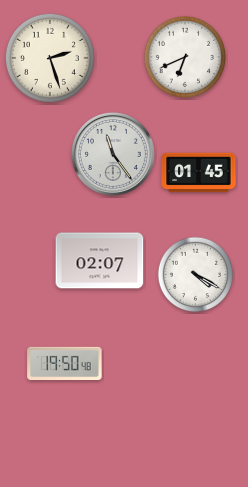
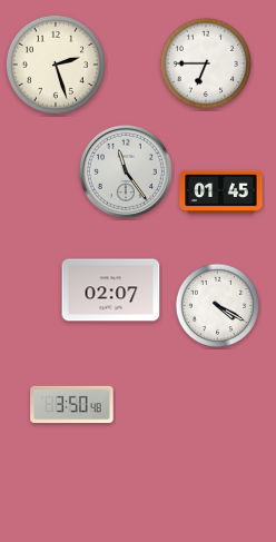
clock at (185, 57): 6:41 -> 6:45
clock at (65, 364): 19:50 -> 3:50
